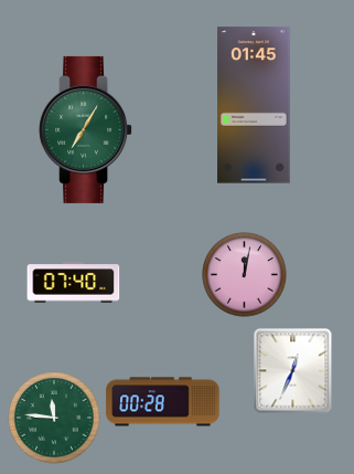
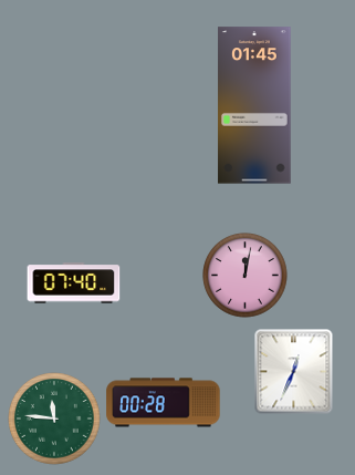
clock at (86, 129): 7:05 -> none
